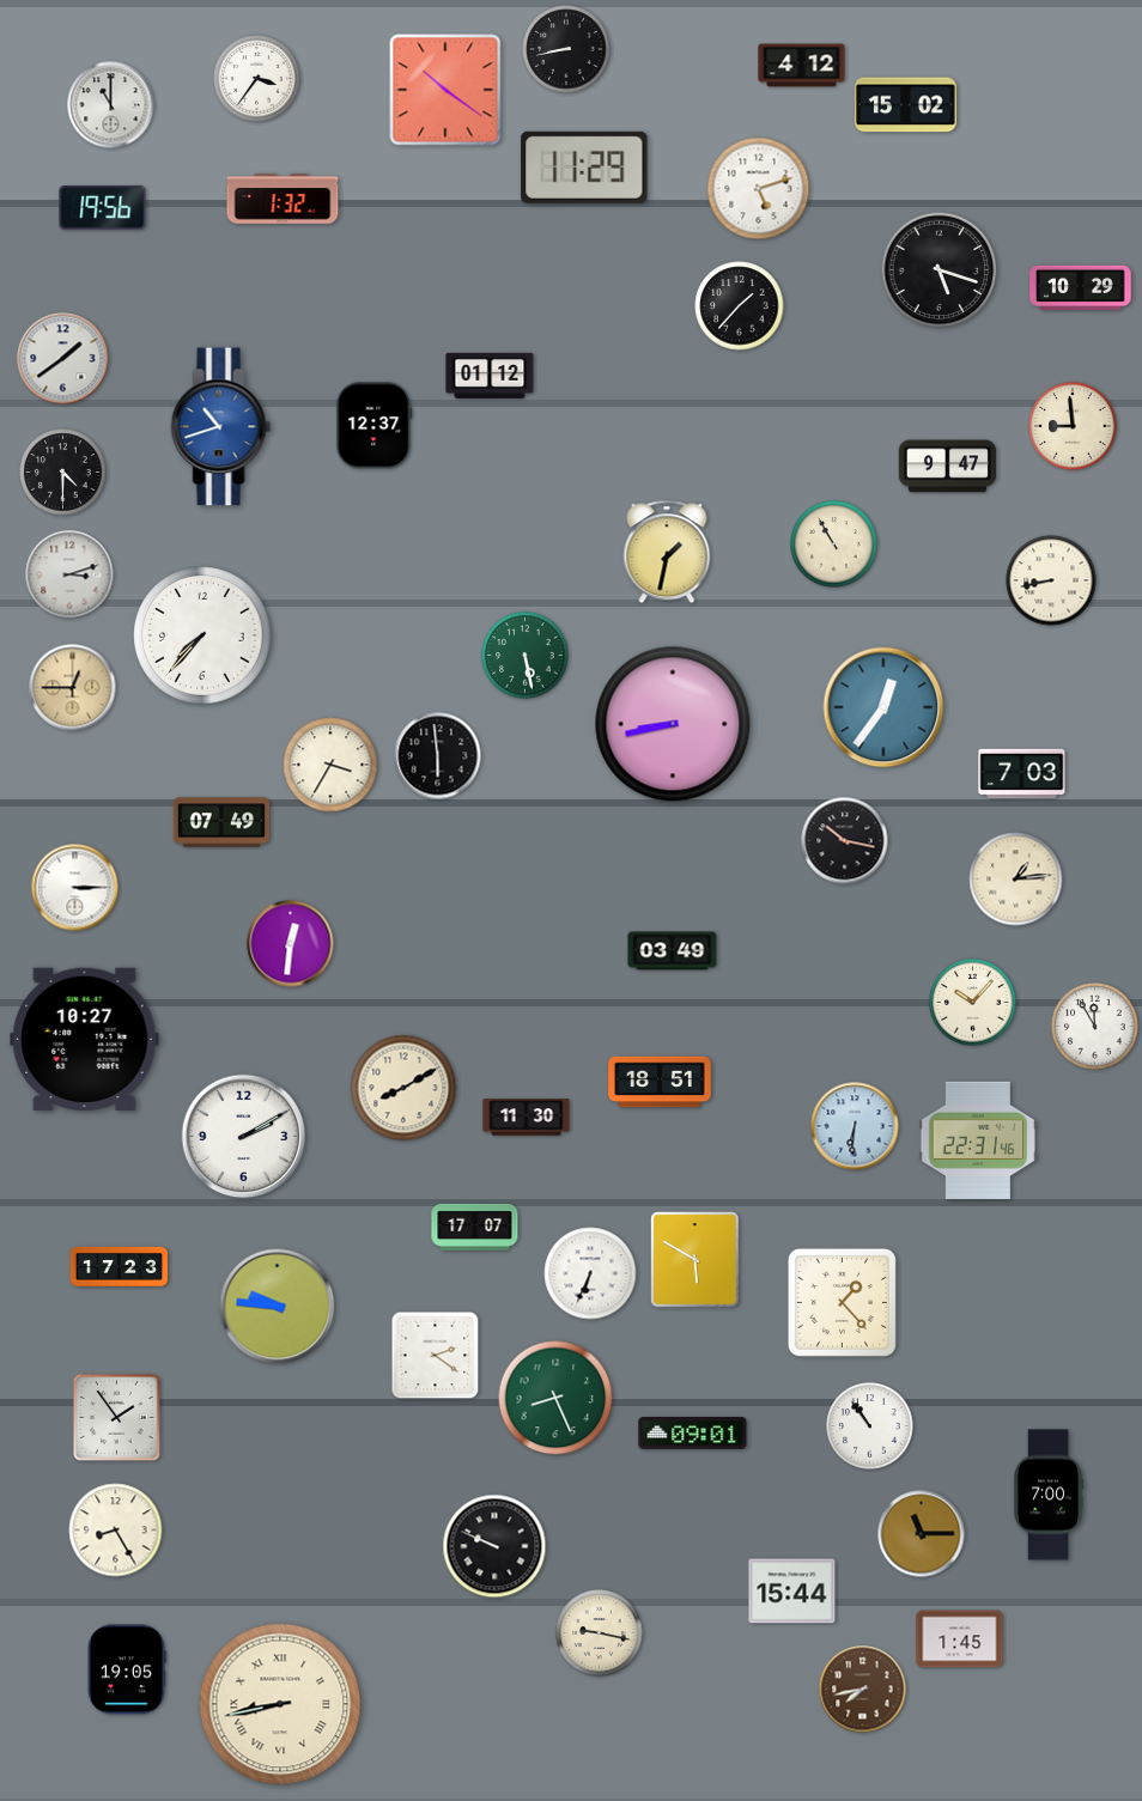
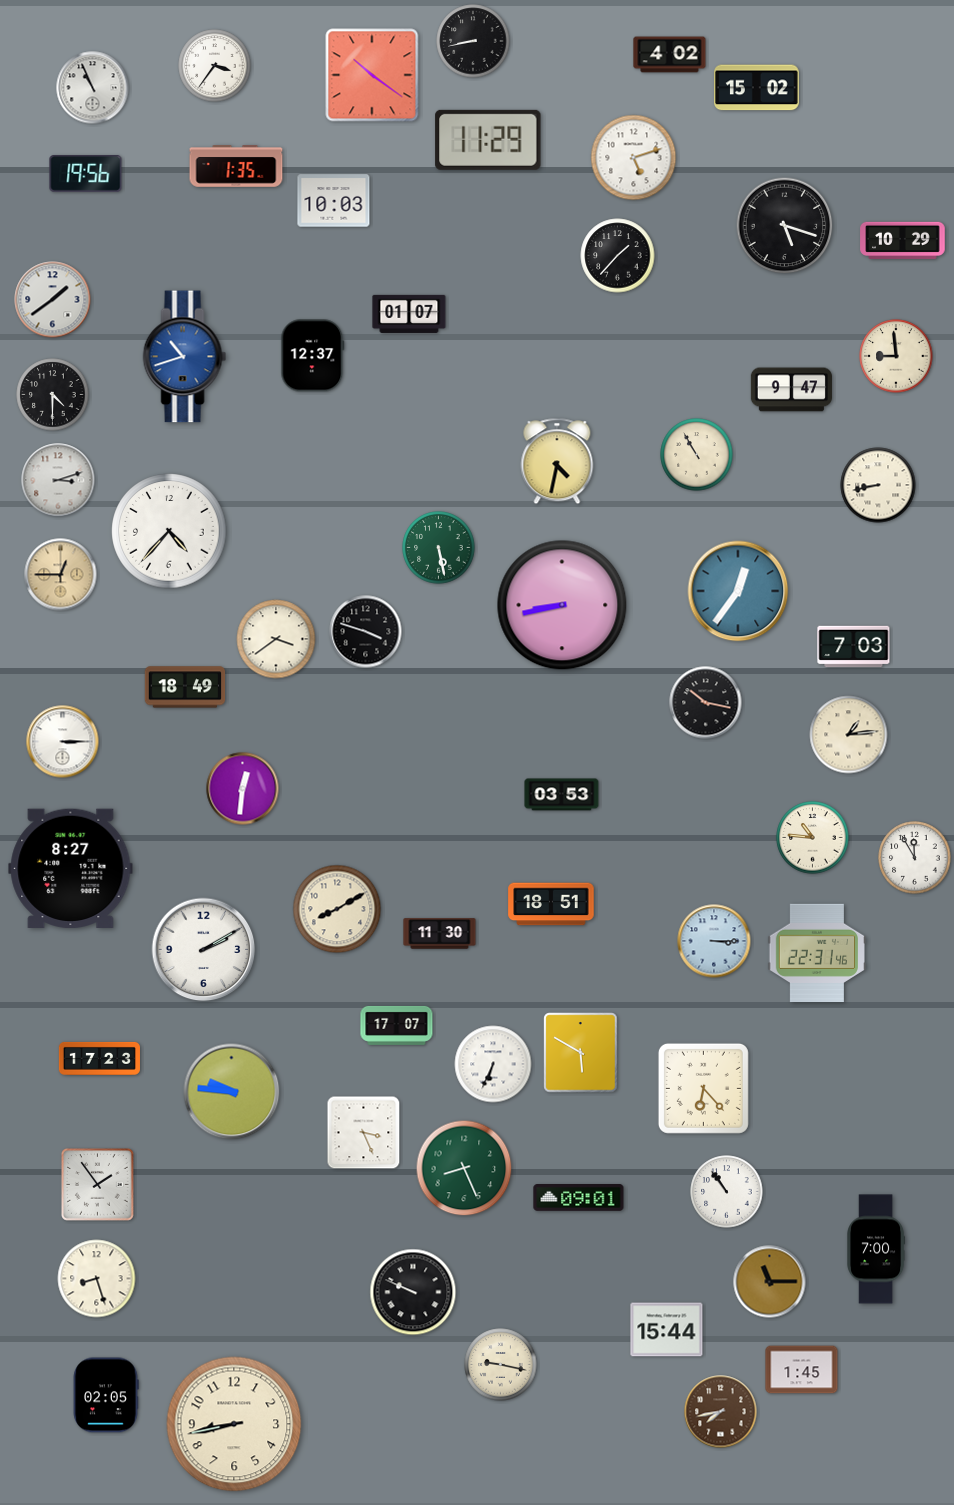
clock at (802, 66): 4:12 -> 4:02
clock at (111, 105): 11:00 -> 10:56
clock at (283, 199): 1:32 -> 1:35
clock at (334, 201): none -> 10:03
clock at (490, 376): 01:12 -> 01:07
clock at (667, 552): 1:32 -> 4:32
clock at (202, 635): 7:37 -> 4:37
clock at (438, 756): 5:59 -> 3:48
clock at (330, 765): 3:35 -> 3:39
clock at (221, 822): 07:49 -> 18:49
clock at (673, 951): 03:49 -> 03:53
clock at (973, 1003): 10:07 -> 10:46
clock at (85, 1039): 10:27 -> 8:27
clock at (855, 1126): 6:31 -> 3:15
clock at (842, 1302): 1:23 -> 6:23
clock at (436, 1356): 2:21 -> 3:26
clock at (116, 1531): 8:25 -> 8:27
clock at (792, 1592) position: (792, 1592) -> (667, 1330)
clock at (127, 1669): 19:05 -> 02:05
clock at (280, 1704) numerals: Roman -> Arabic
